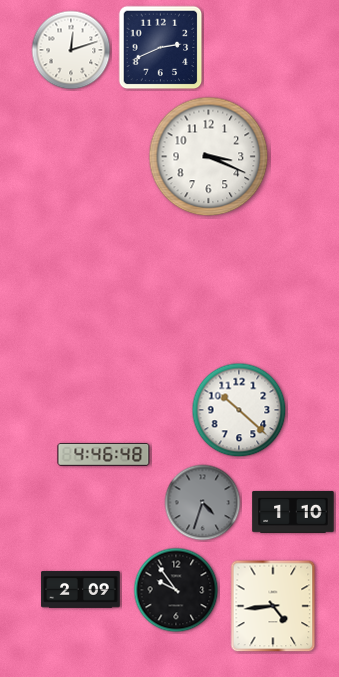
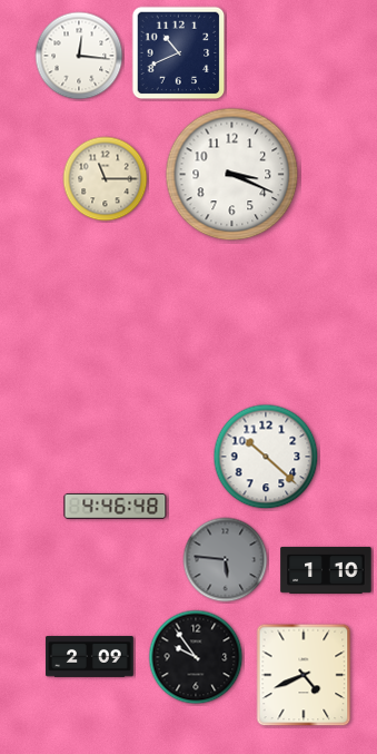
clock at (161, 48): 2:41 -> 10:41
clock at (71, 50): 12:12 -> 12:16
clock at (106, 179): none -> 11:15
clock at (203, 503): 4:33 -> 5:46
clock at (273, 606): 4:44 -> 4:41
